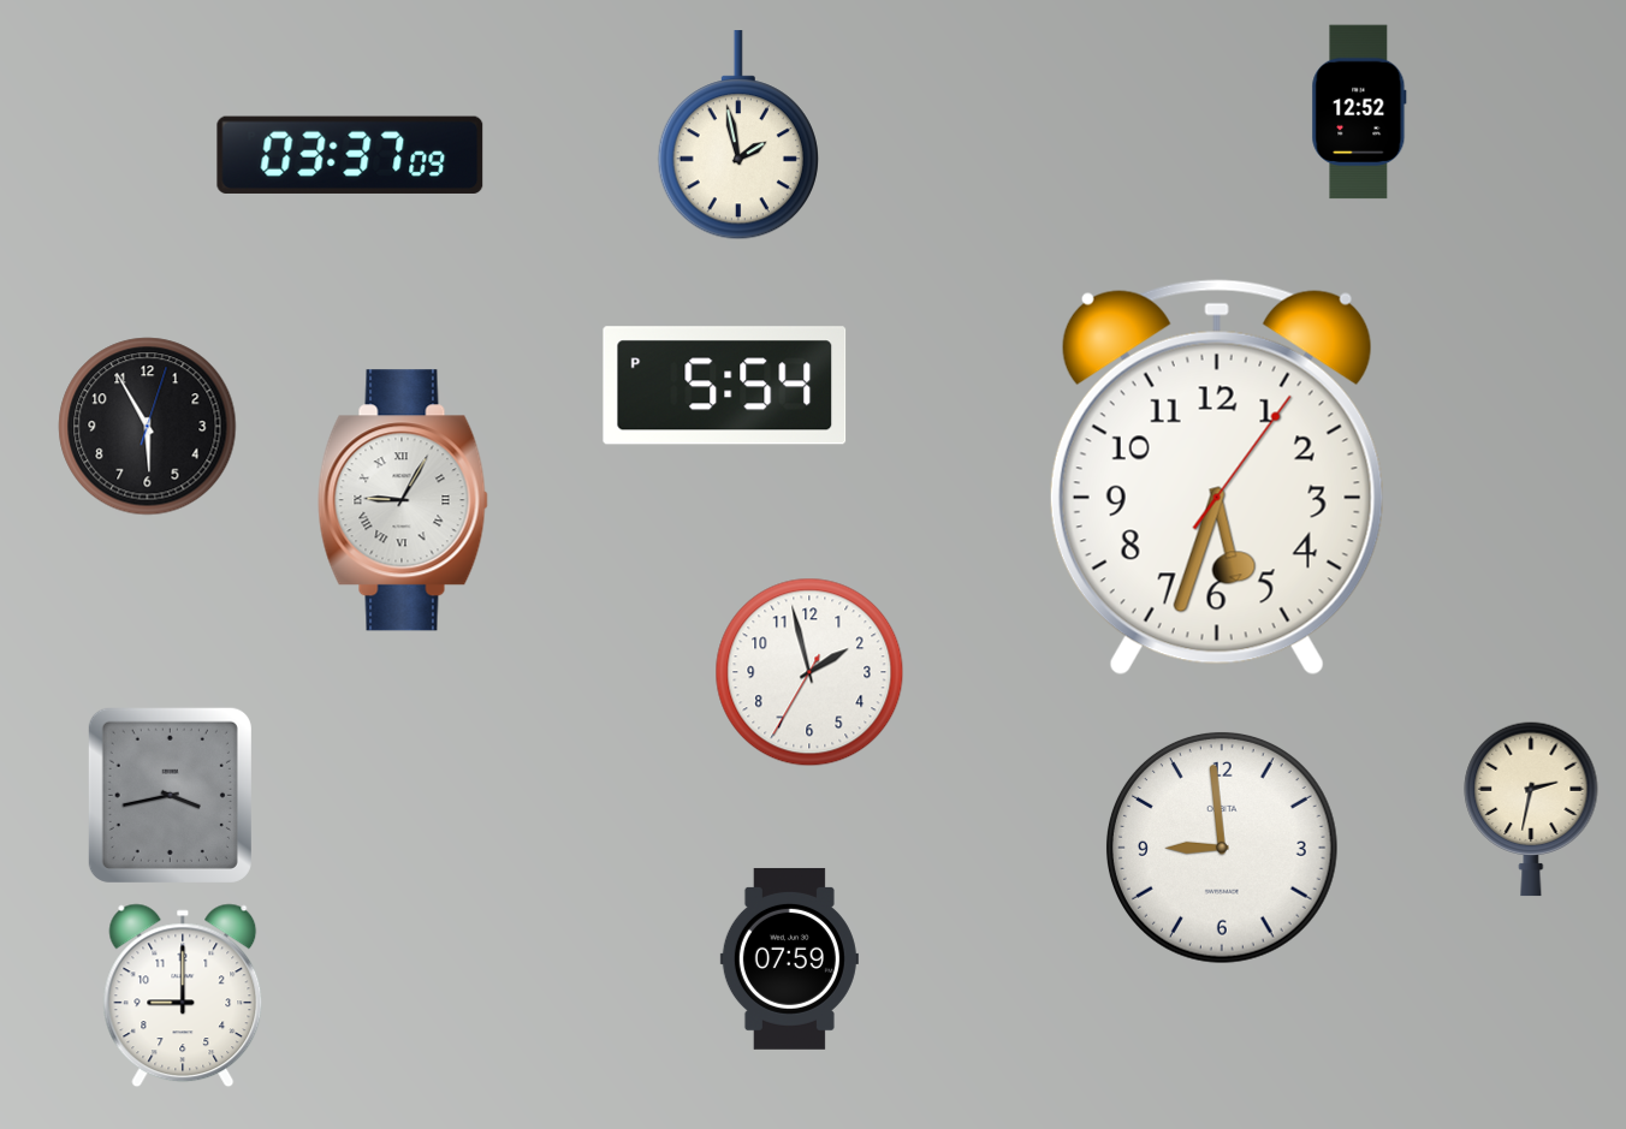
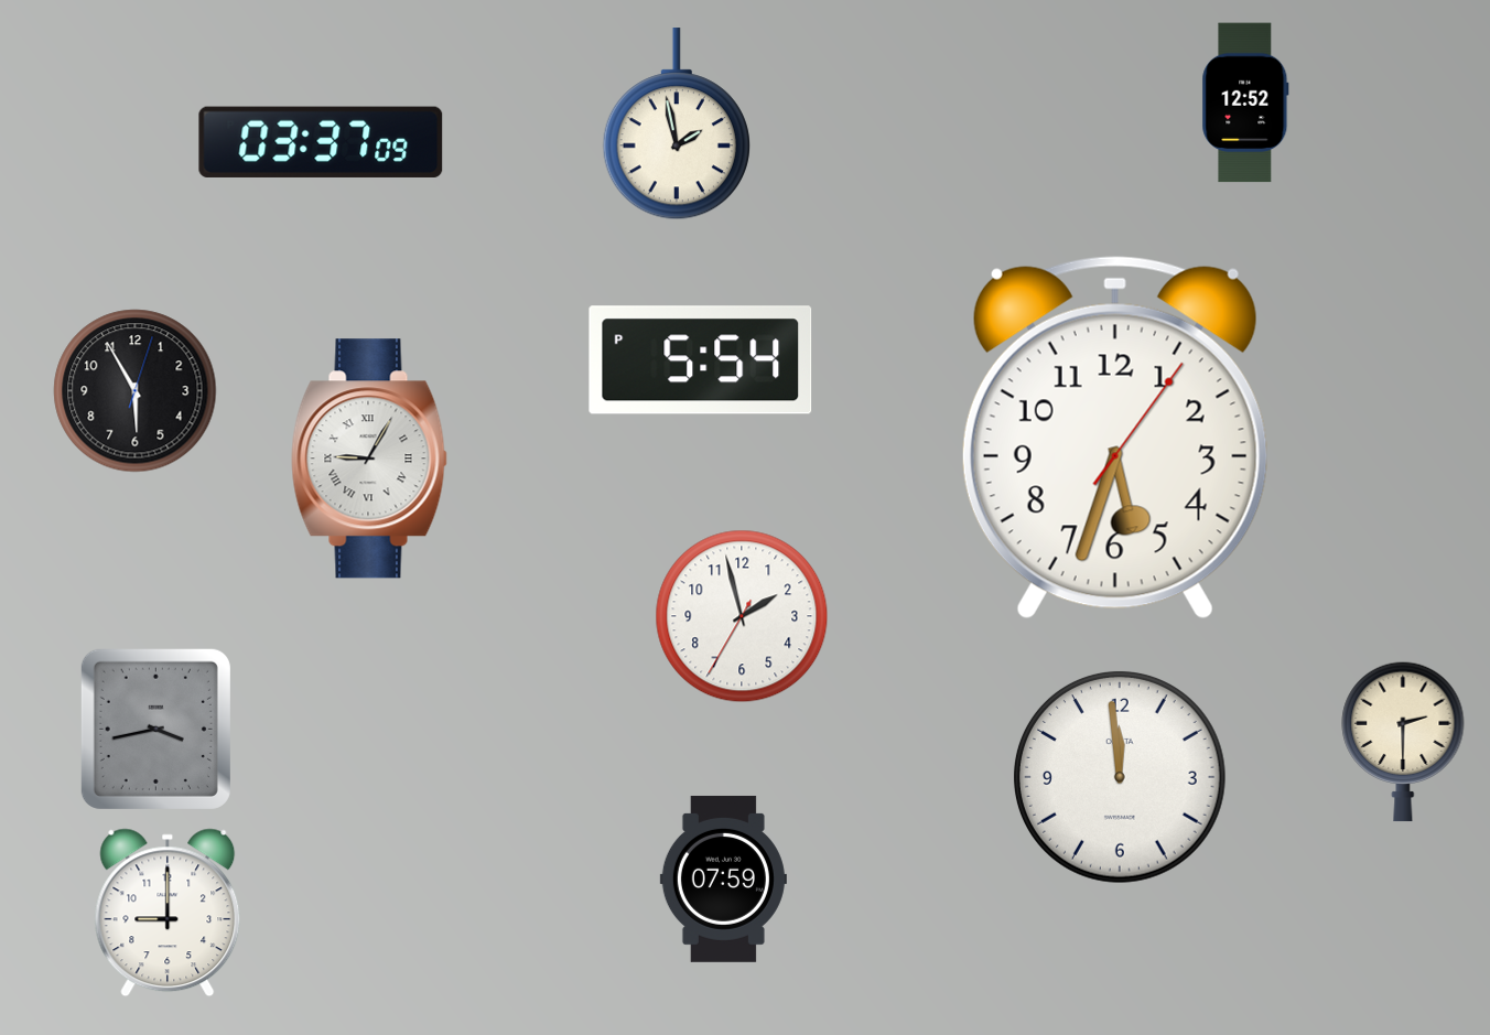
clock at (725, 386) position: (725, 386) -> (701, 360)
clock at (1531, 809): 2:32 -> 2:30
clock at (1222, 848): 8:59 -> 11:59
